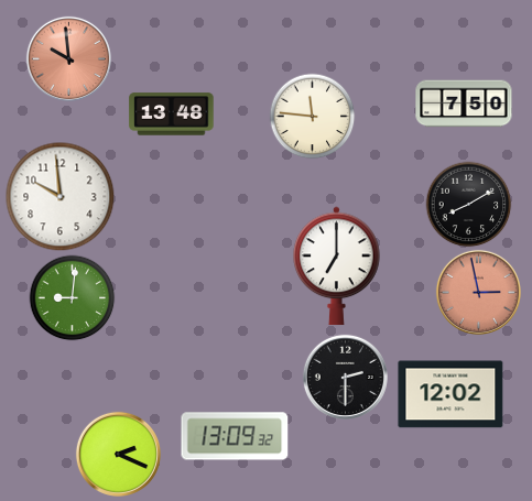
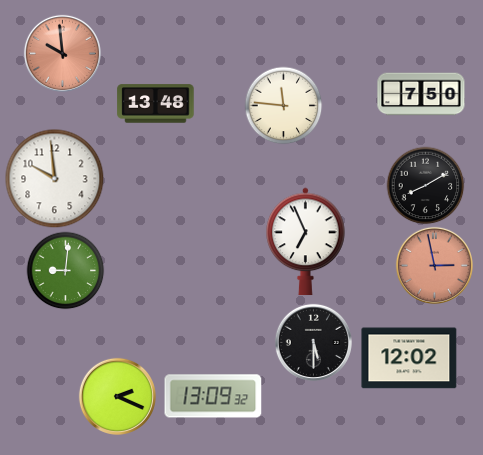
clock at (337, 266): 7:00 -> 6:56
clock at (345, 377): 2:30 -> 5:30
clock at (118, 454) position: (118, 454) -> (117, 396)
